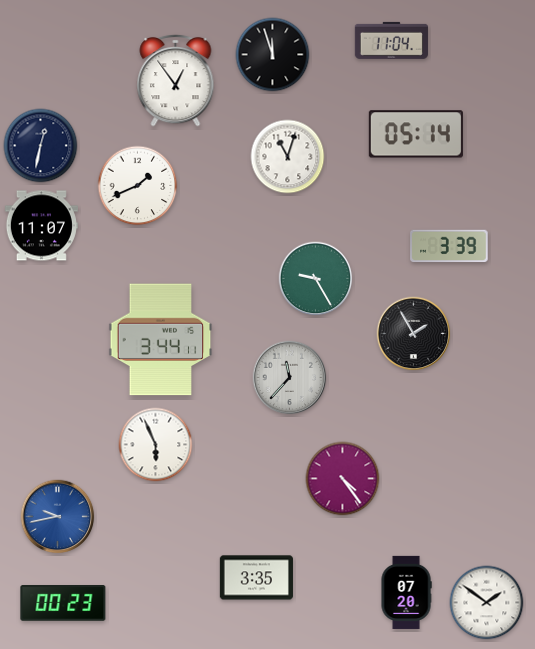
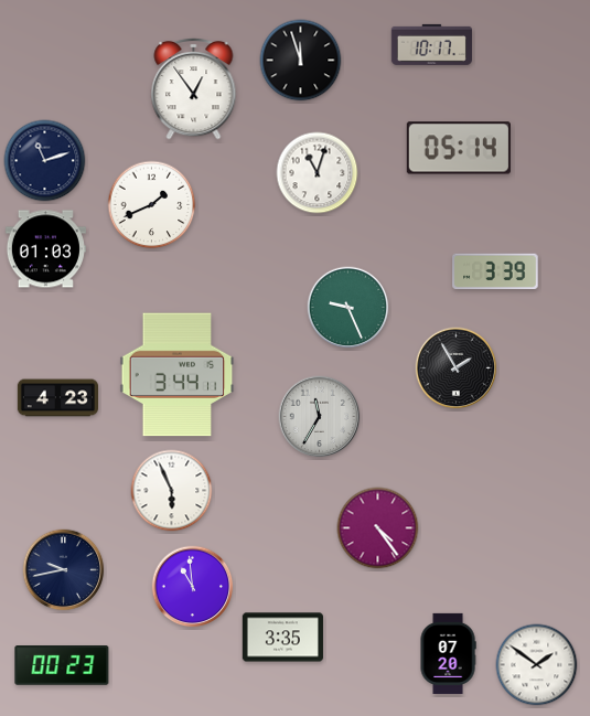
clock at (391, 40): 11:04 -> 10:17
clock at (41, 146): 12:32 -> 11:12
clock at (41, 226): 11:07 -> 01:03
clock at (316, 279): 9:25 -> 9:26
clock at (57, 398): none -> 4:23
clock at (290, 378): 11:37 -> 11:35
clock at (58, 517) dial: blue -> navy
clock at (193, 587): none -> 10:59
clock at (63, 604) position: (63, 604) -> (62, 666)
